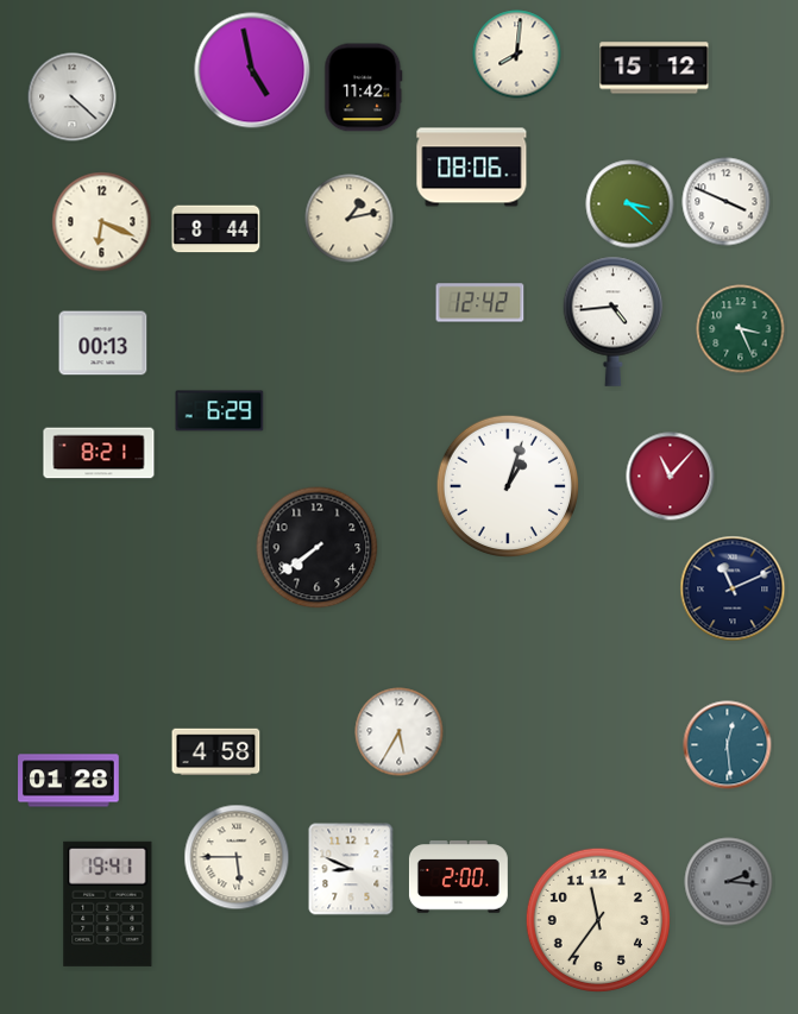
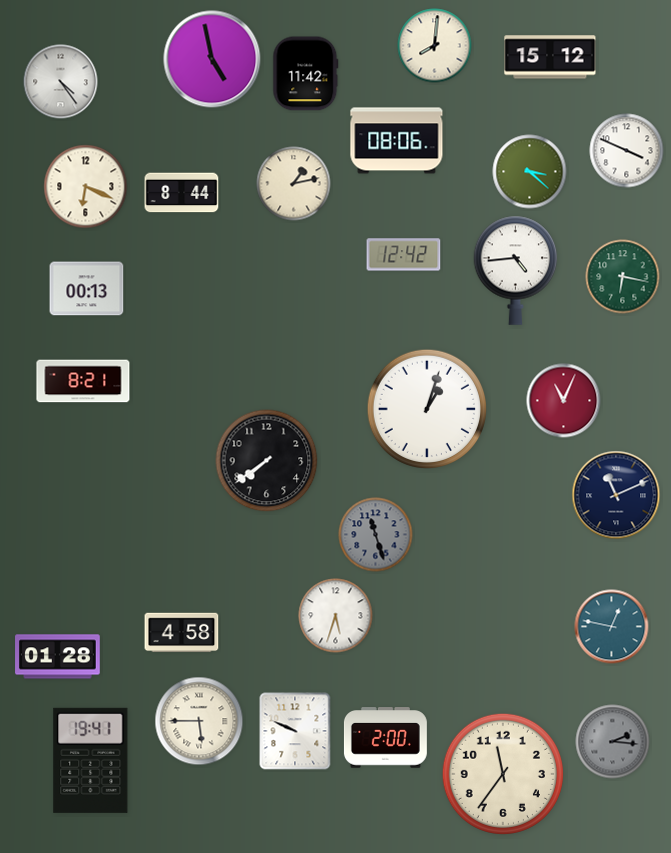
clock at (73, 97): 4:22 -> 4:24
clock at (727, 202) position: (727, 202) -> (627, 151)
clock at (741, 329): 3:26 -> 6:17
clock at (220, 411): 6:29 -> none
clock at (671, 477): 11:07 -> 11:04
clock at (376, 535): none -> 11:27
clock at (400, 732): 5:35 -> 5:33
clock at (728, 745): 12:29 -> 12:47
clock at (351, 869): 8:49 -> 9:49
